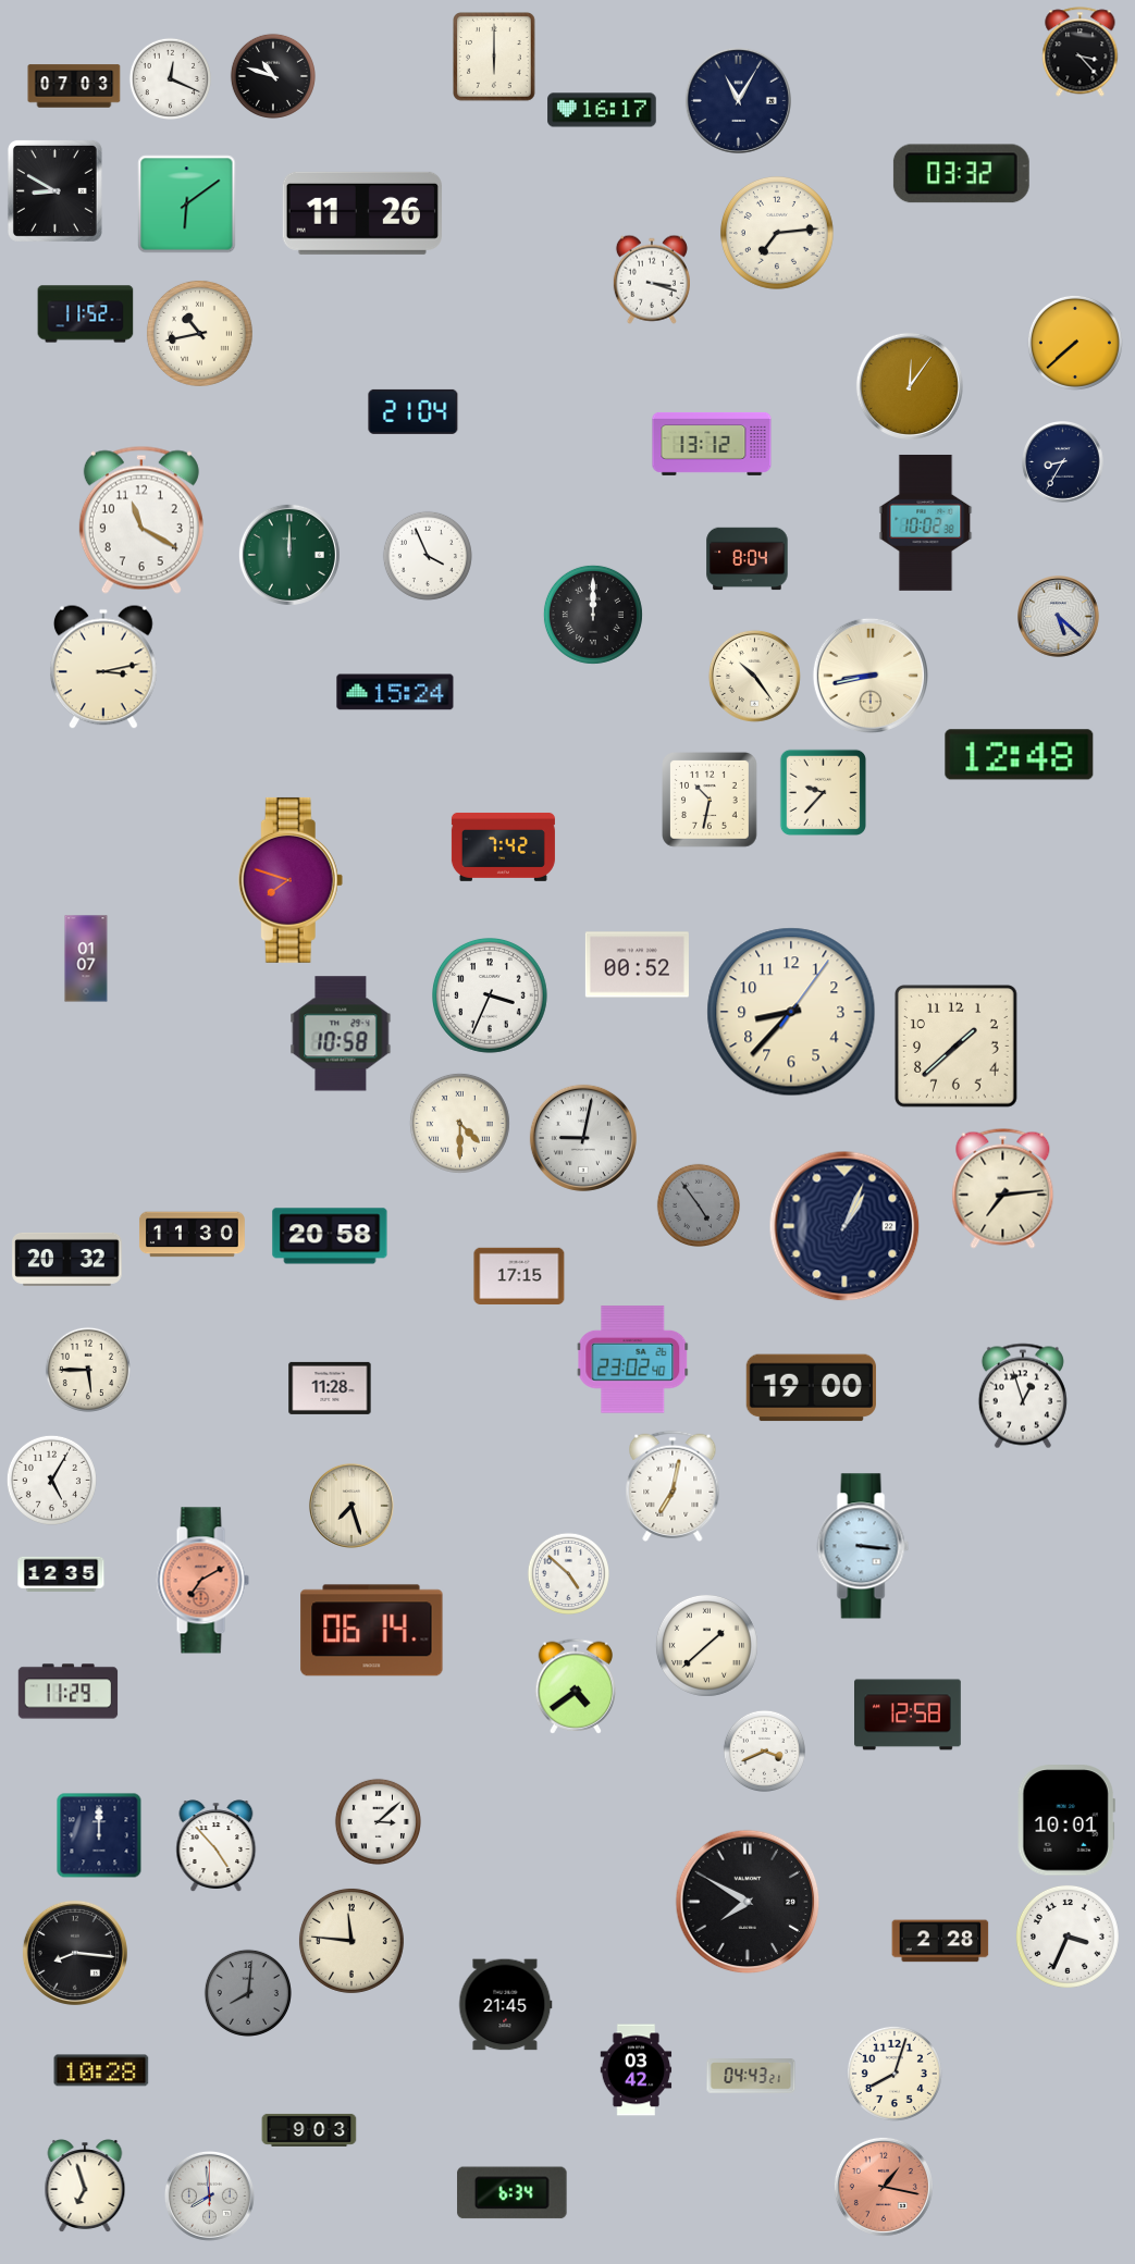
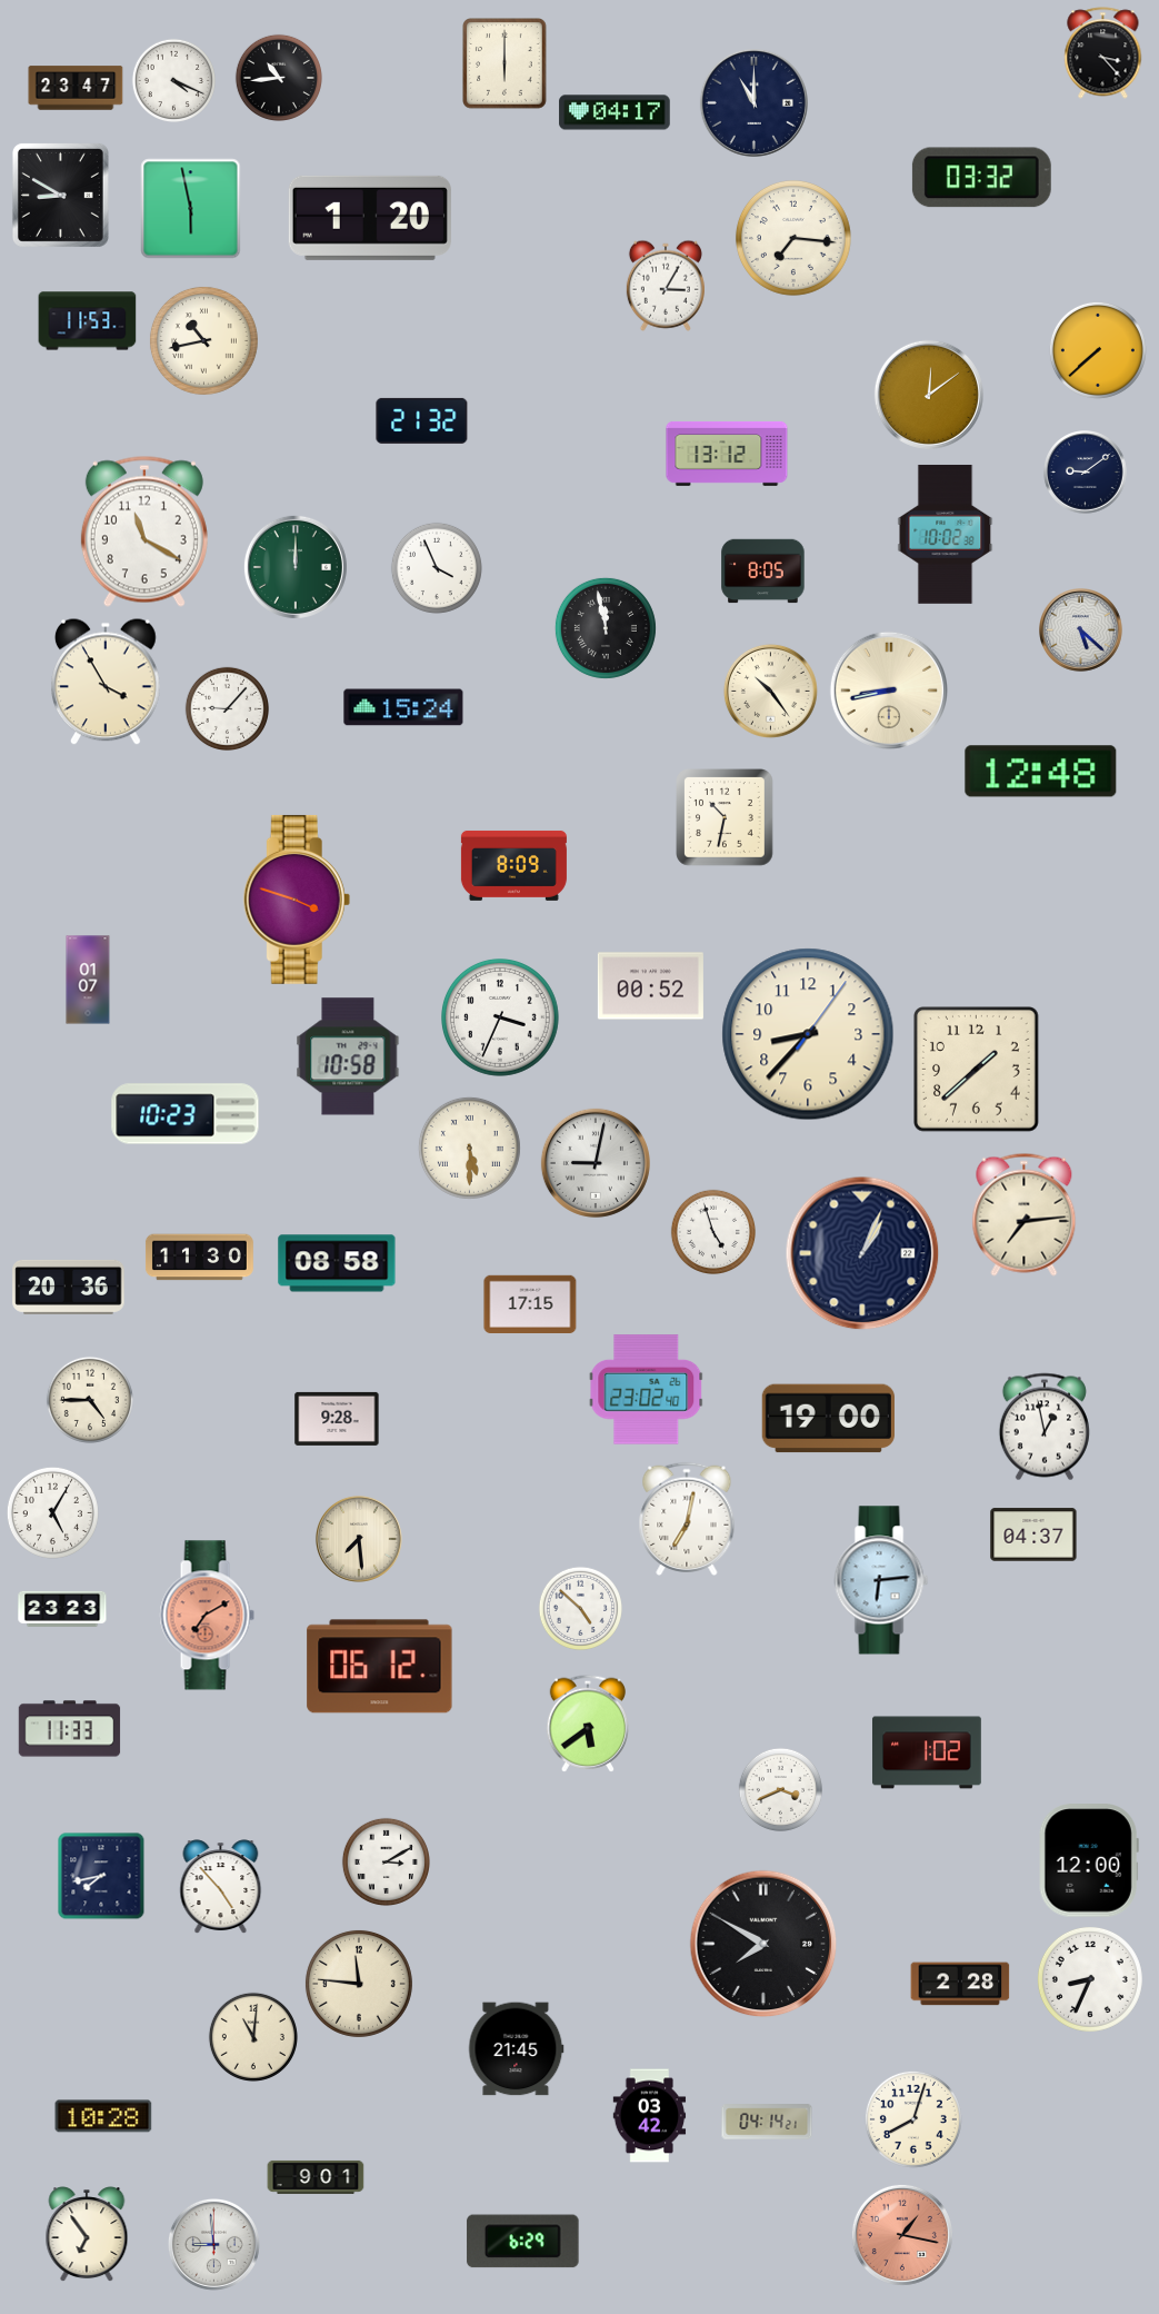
clock at (495, 58) position: (495, 58) -> (506, 64)
clock at (273, 76): 10:48 -> 10:44
clock at (170, 78): 12:19 -> 4:19
clock at (74, 86): 07:03 -> 23:47
clock at (738, 100): 11:05 -> 11:00
clock at (602, 110): 16:17 -> 04:17
clock at (54, 190) position: (54, 190) -> (60, 195)
clock at (187, 205): 6:09 -> 5:58
clock at (362, 213): 11:26 -> 1:20
clock at (777, 233): 7:14 -> 7:16
clock at (652, 280): 3:18 -> 3:05
clock at (86, 314): 11:52 -> 11:53
clock at (910, 386): 12:06 -> 12:09
clock at (414, 411): 21:04 -> 21:32
clock at (1063, 462): 8:35 -> 9:09
clock at (748, 559): 8:04 -> 8:05
clock at (593, 615): 12:00 -> 11:58
clock at (104, 667): 3:13 -> 3:55
clock at (227, 708): none -> 9:07
clock at (823, 792): 9:37 -> none
clock at (503, 846): 7:42 -> 8:09
clock at (291, 880): 7:48 -> 3:48
clock at (186, 1114): none -> 10:23
clock at (459, 1123): 4:30 -> 5:30
clock at (698, 1204): 4:54 -> 4:57
clock at (698, 1204) dial: grey -> white
clock at (192, 1235) position: (192, 1235) -> (199, 1258)
clock at (330, 1236): 20:58 -> 08:58
clock at (67, 1259): 20:32 -> 20:36
clock at (88, 1370): 5:45 -> 4:45
clock at (330, 1388): 11:28 -> 9:28
clock at (1023, 1396): 12:57 -> 12:58
clock at (1033, 1535): none -> 04:37
clock at (351, 1506): 7:27 -> 7:29
clock at (863, 1546): 3:16 -> 6:14
clock at (61, 1574): 12:35 -> 23:23
clock at (372, 1631): 06:14 -> 06:12
clock at (706, 1645): 1:38 -> none
clock at (575, 1686): 4:39 -> 5:39
clock at (69, 1692): 11:29 -> 11:33
clock at (908, 1715): 12:58 -> 1:02
clock at (1066, 1820): 10:01 -> 12:00
clock at (378, 1821): 3:08 -> 3:10
clock at (99, 1835): 12:00 -> 7:43
clock at (1068, 1937): 3:34 -> 8:34
clock at (75, 1953): 8:16 -> none
clock at (248, 1993): 8:01 -> 11:01
clock at (248, 1993) dial: grey -> cream
clock at (751, 2076): 04:43 -> 04:14
clock at (309, 2130): 9:03 -> 9:01
clock at (85, 2187): 6:57 -> 6:54
clock at (513, 2193): 6:34 -> 6:29
clock at (209, 2195): 7:59 -> 8:59
